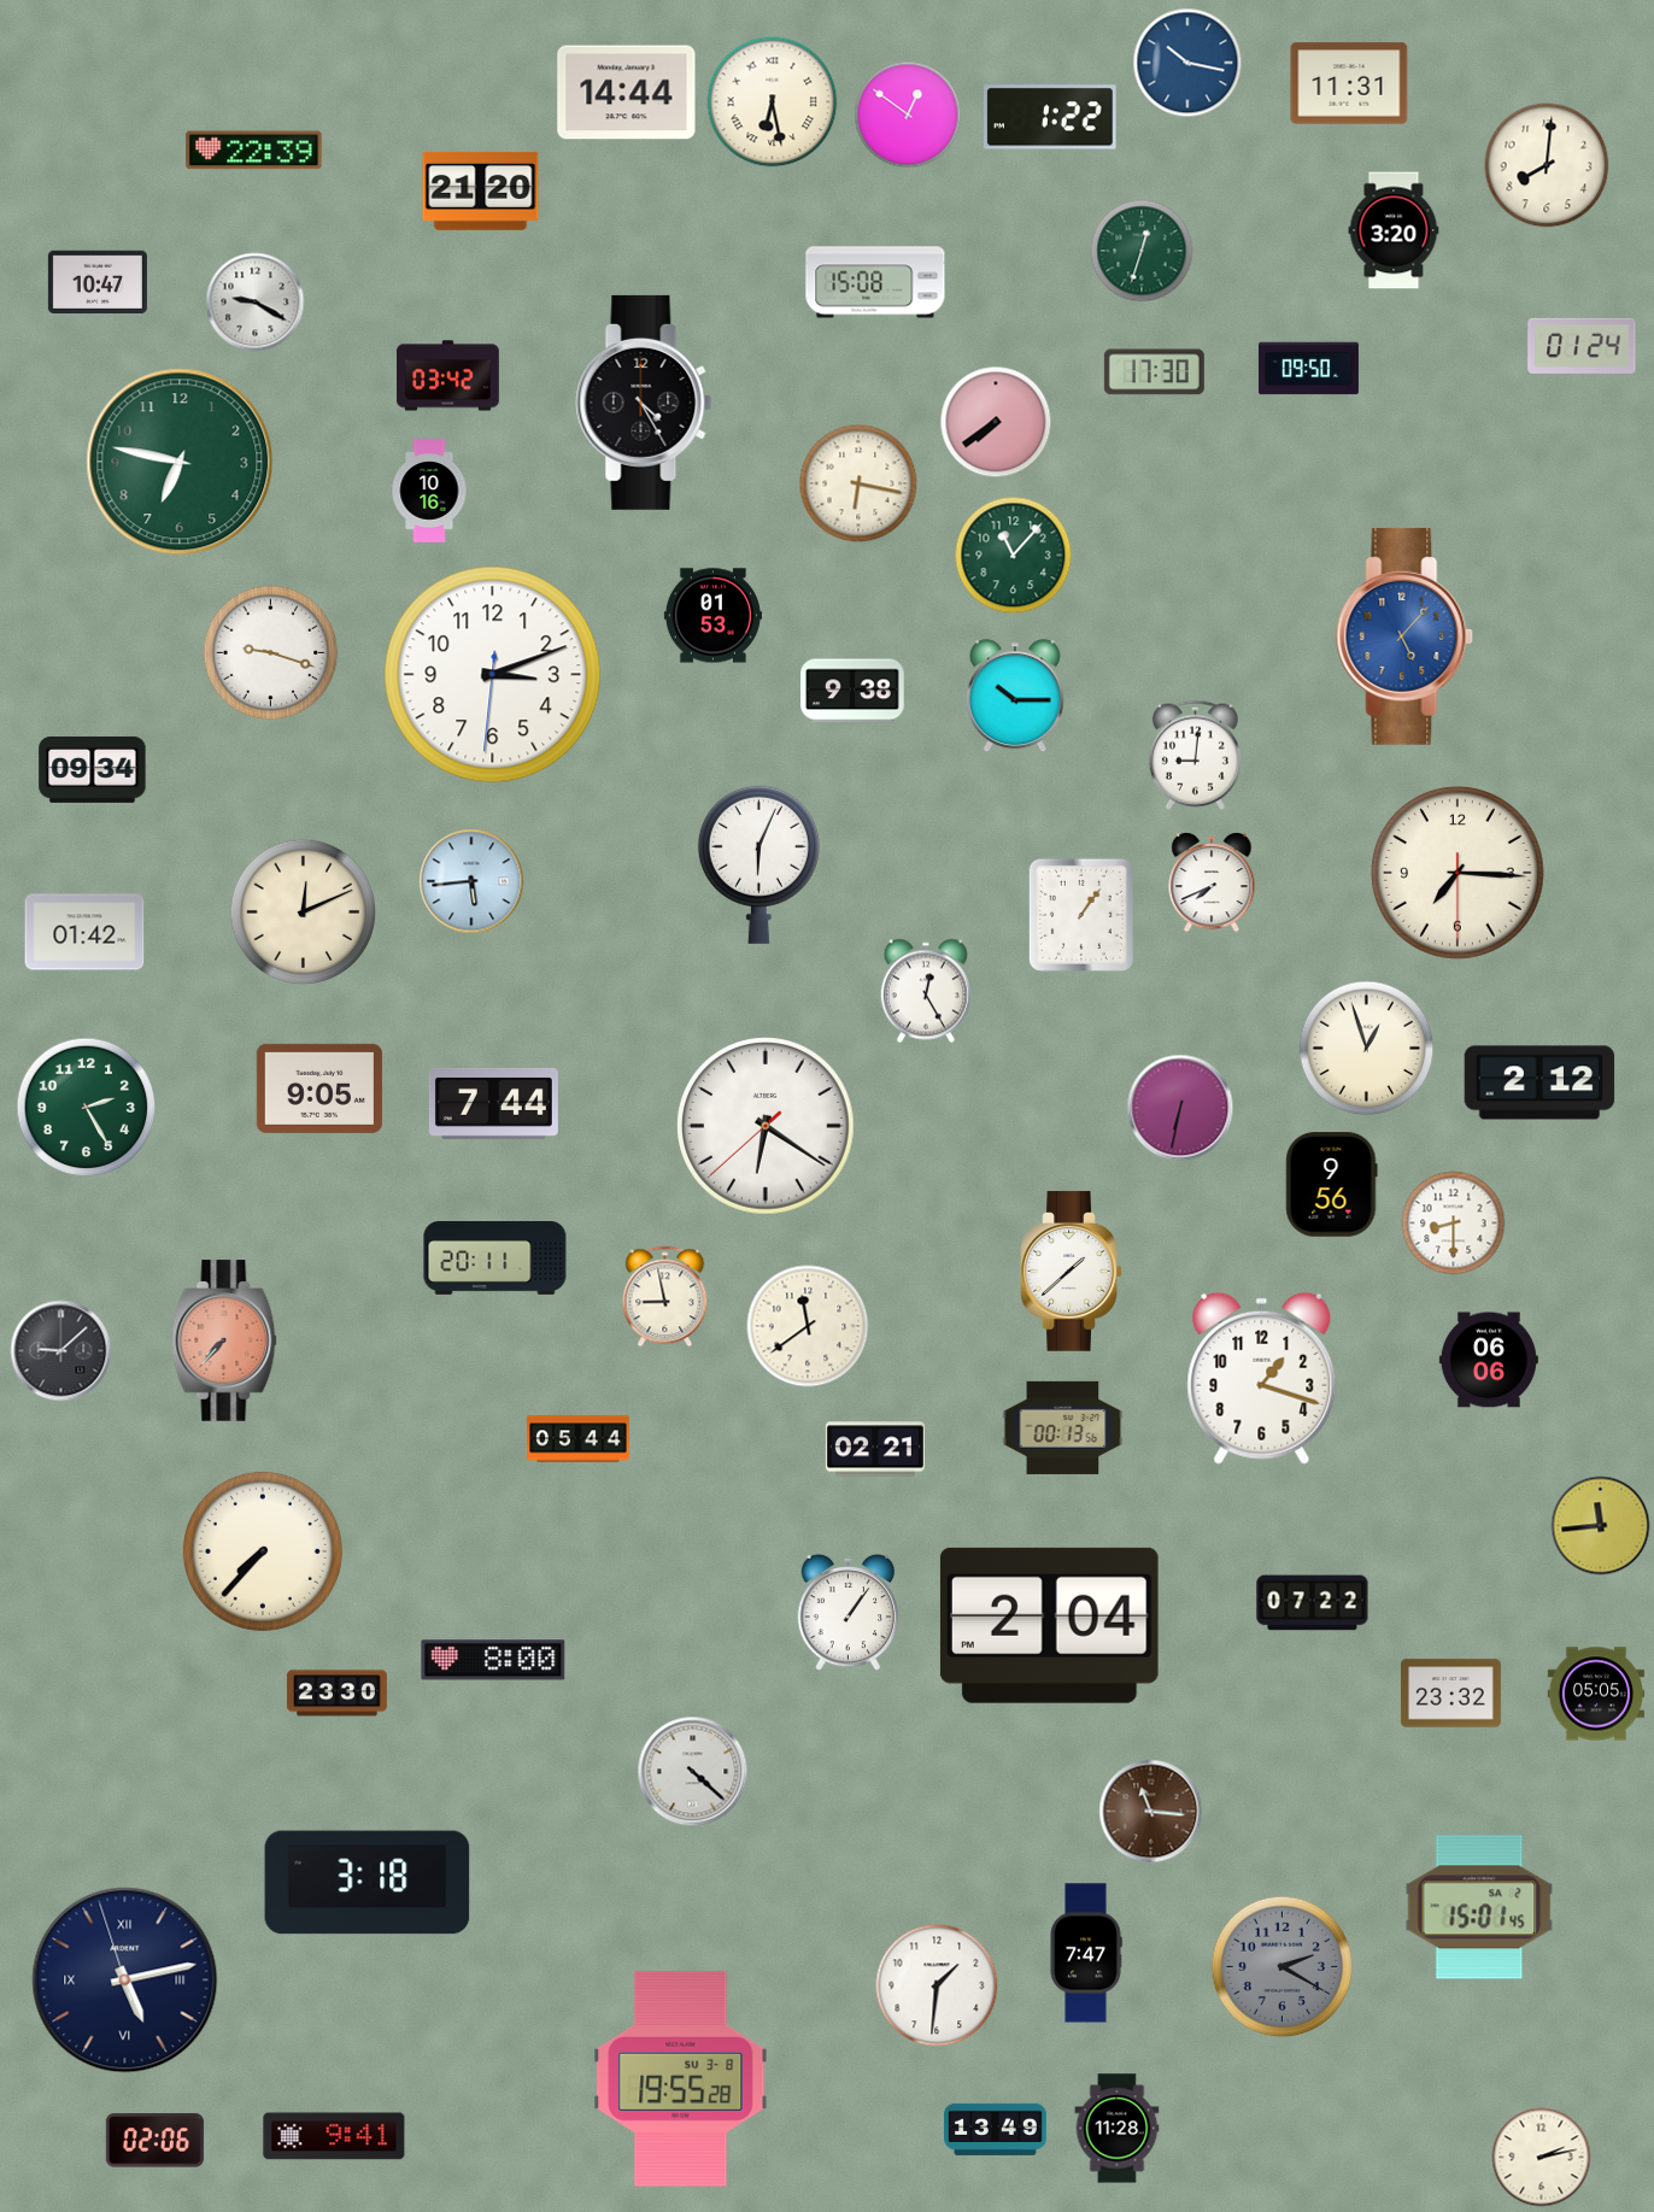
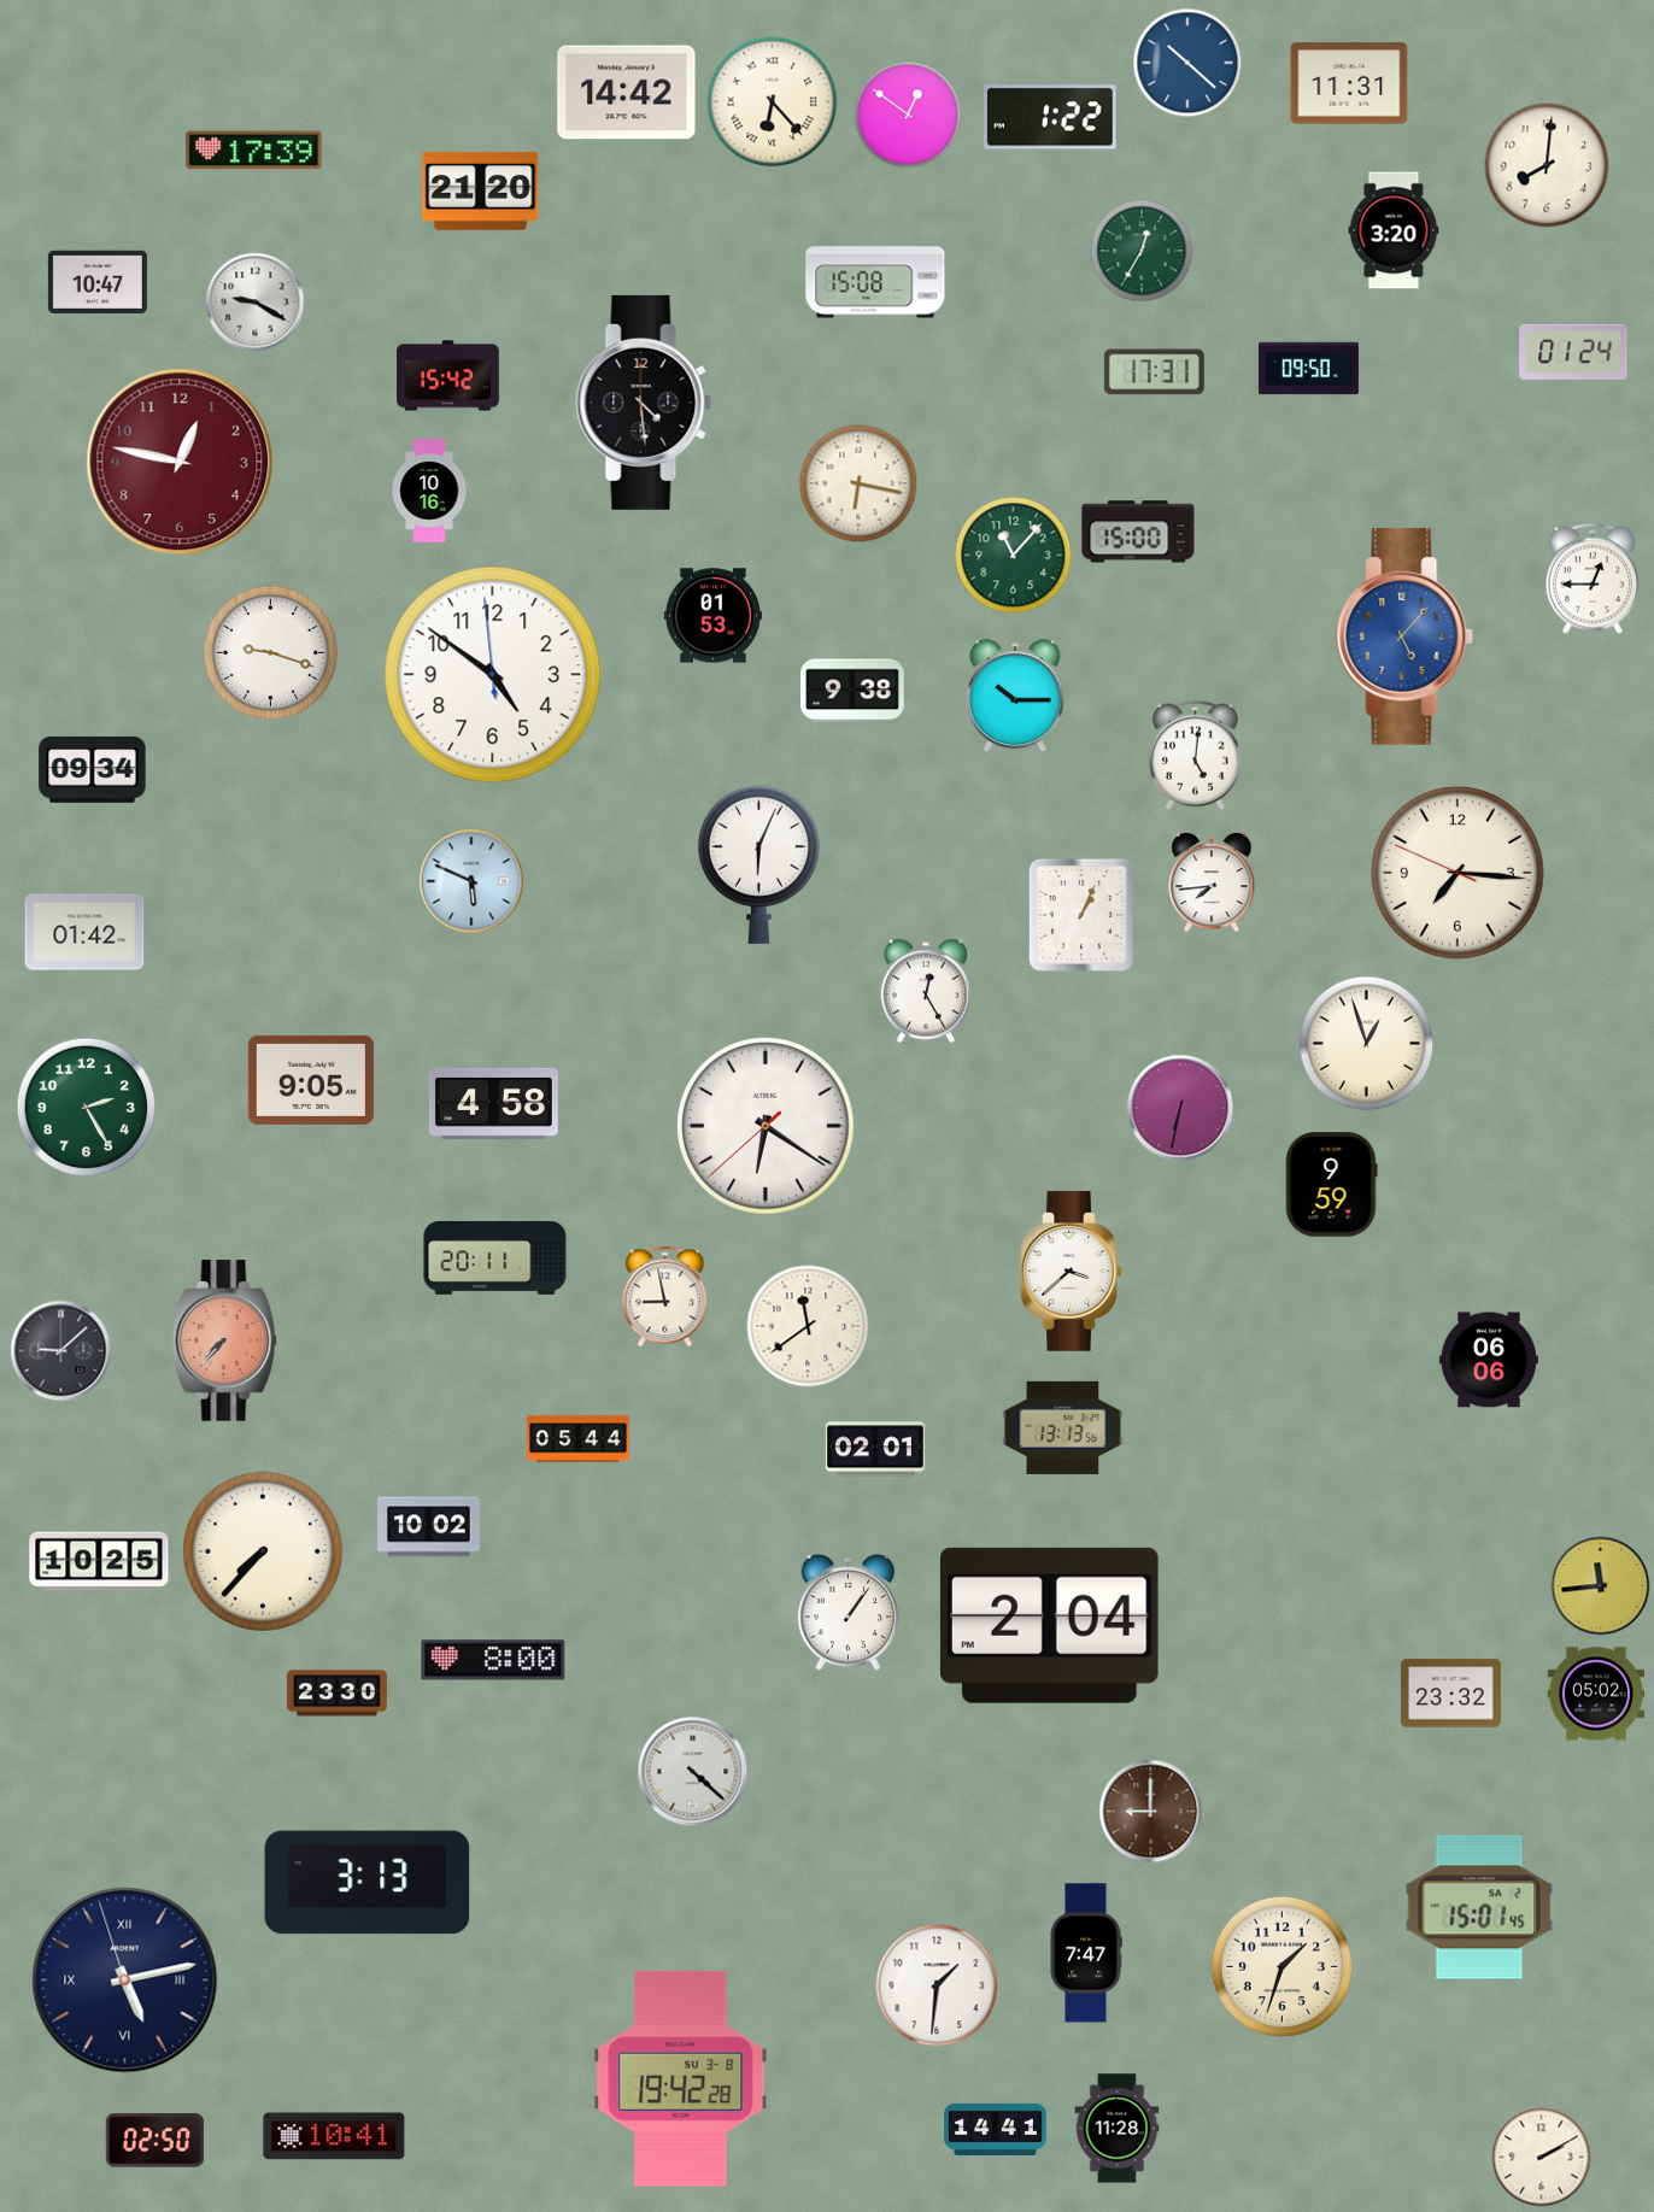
clock at (1187, 63): 10:17 -> 10:22
clock at (627, 93): 14:44 -> 14:42
clock at (773, 102): 6:28 -> 6:23
clock at (254, 151): 22:39 -> 17:39
clock at (1142, 251): 12:33 -> 12:35
clock at (1582, 346) position: (1582, 346) -> (1573, 352)
clock at (1154, 372): 17:30 -> 17:31
clock at (448, 376): 03:42 -> 15:42
clock at (644, 403): 4:25 -> 4:29
clock at (996, 422): 7:39 -> none
clock at (180, 462): 6:47 -> 12:47
clock at (180, 462) dial: green -> burgundy
clock at (1138, 532): none -> 15:00
clock at (1593, 579): none -> 12:45
clock at (493, 675): 3:11 -> 4:50
clock at (1195, 755): 9:01 -> 5:01
clock at (1457, 873): 7:15:30 -> 7:15:49
clock at (471, 881): 5:44 -> 5:49
clock at (1212, 884): 7:41 -> 7:44
clock at (303, 911): 12:11 -> none
clock at (1081, 915): 1:06 -> 1:04
clock at (1367, 1049) position: (1367, 1049) -> (1367, 1044)
clock at (1539, 1082): 2:12 -> none
clock at (319, 1089) position: (319, 1089) -> (311, 1080)
clock at (493, 1103): 7:44 -> 4:58
clock at (1332, 1185): 9:56 -> 9:59
clock at (1454, 1224): 8:30 -> none
clock at (1072, 1272): 1:38 -> 3:38
clock at (1262, 1378): 1:18 -> none
clock at (1063, 1427): 00:13 -> 13:13
clock at (875, 1449): 02:21 -> 02:01
clock at (1601, 1526) position: (1601, 1526) -> (1601, 1586)
clock at (429, 1527): none -> 10:02
clock at (99, 1561): none -> 10:25
clock at (1313, 1603): 07:22 -> none
clock at (1595, 1694): 05:05 -> 05:02
clock at (1151, 1812): 11:16 -> 9:00
clock at (368, 1883): 3:18 -> 3:13
clock at (1283, 1967): 2:20 -> 1:33
clock at (1283, 1967) dial: grey -> cream
clock at (681, 2078): 19:55 -> 19:42
clock at (996, 2129): 13:49 -> 14:41
clock at (334, 2136): 9:41 -> 10:41
clock at (154, 2141): 02:06 -> 02:50
clock at (1542, 2158): 2:13 -> 2:10
